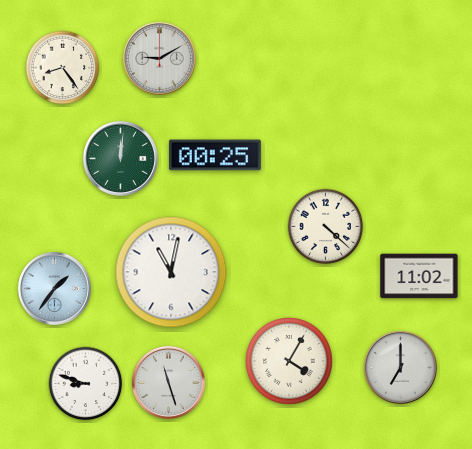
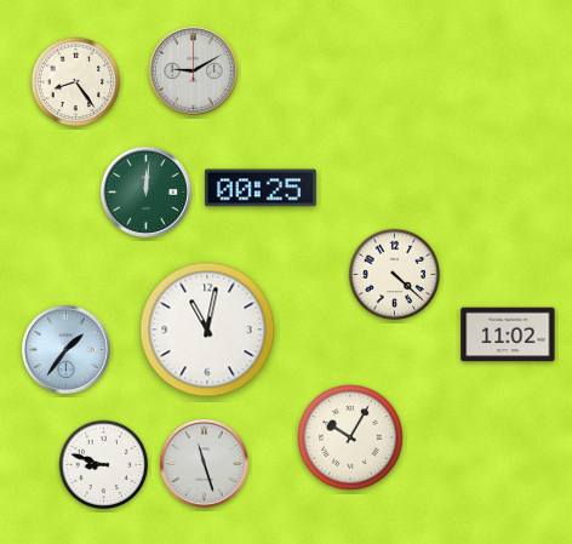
clock at (290, 362): 4:05 -> 10:05
clock at (400, 367): 7:00 -> none
